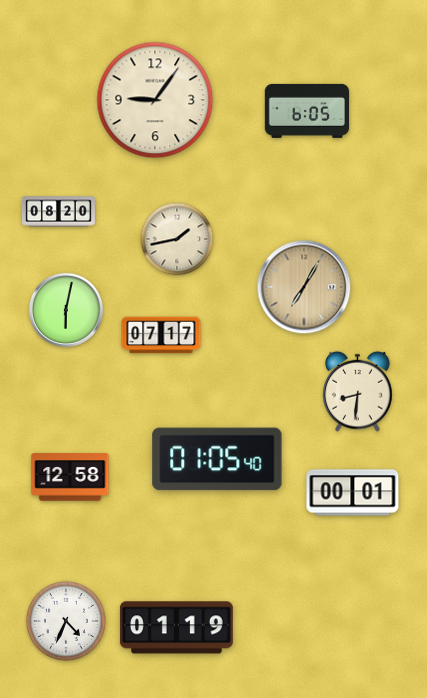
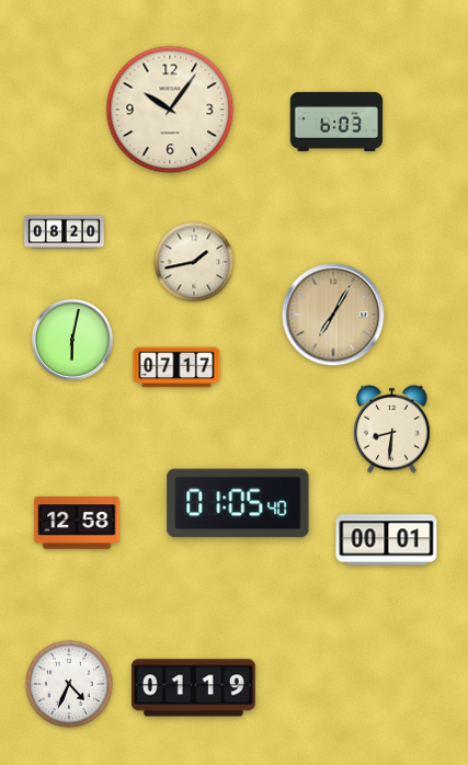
clock at (155, 100): 9:06 -> 10:06
clock at (307, 111): 6:05 -> 6:03
clock at (66, 621) position: (66, 621) -> (69, 684)
